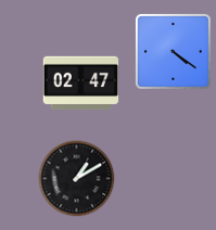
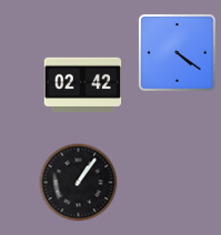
clock at (81, 84): 02:47 -> 02:42
clock at (77, 179): 1:10 -> 1:06
